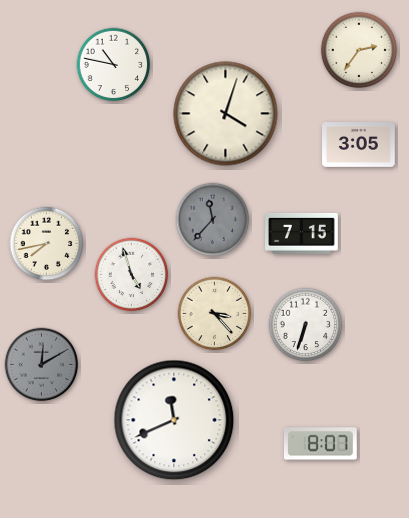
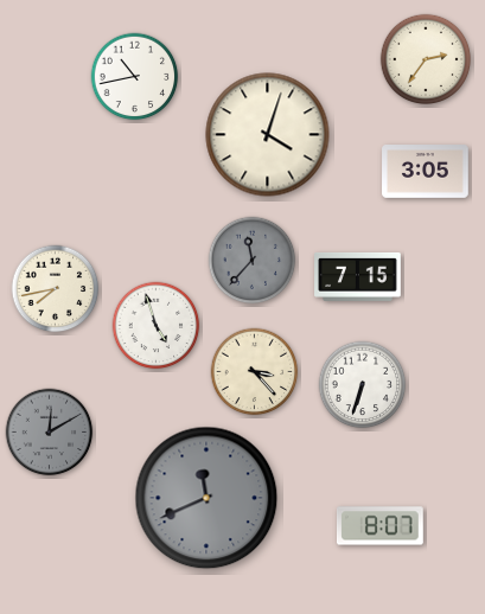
clock at (114, 65): 10:47 -> 10:43
clock at (174, 420) dial: white -> grey
